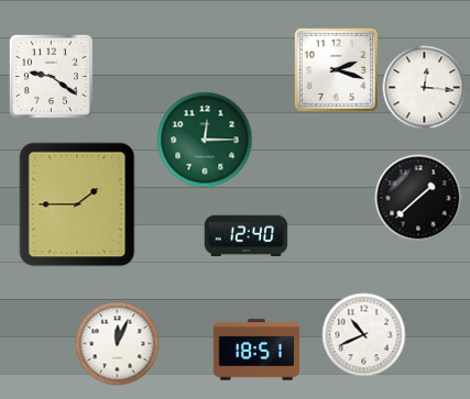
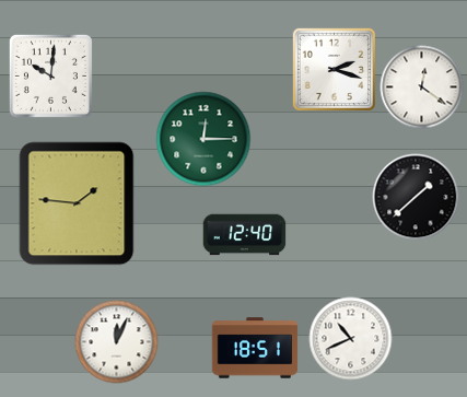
clock at (51, 76): 9:21 -> 10:01
clock at (425, 88): 12:16 -> 12:21
clock at (77, 204): 1:45 -> 1:46
clock at (364, 335) position: (364, 335) -> (351, 339)
